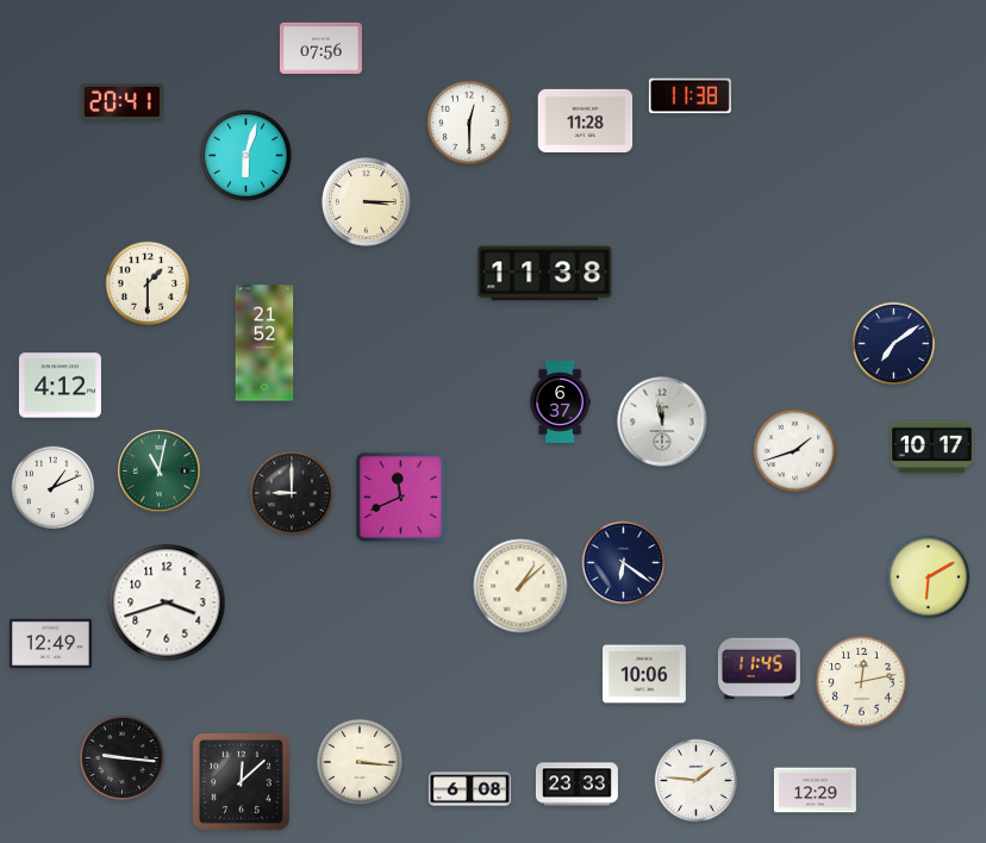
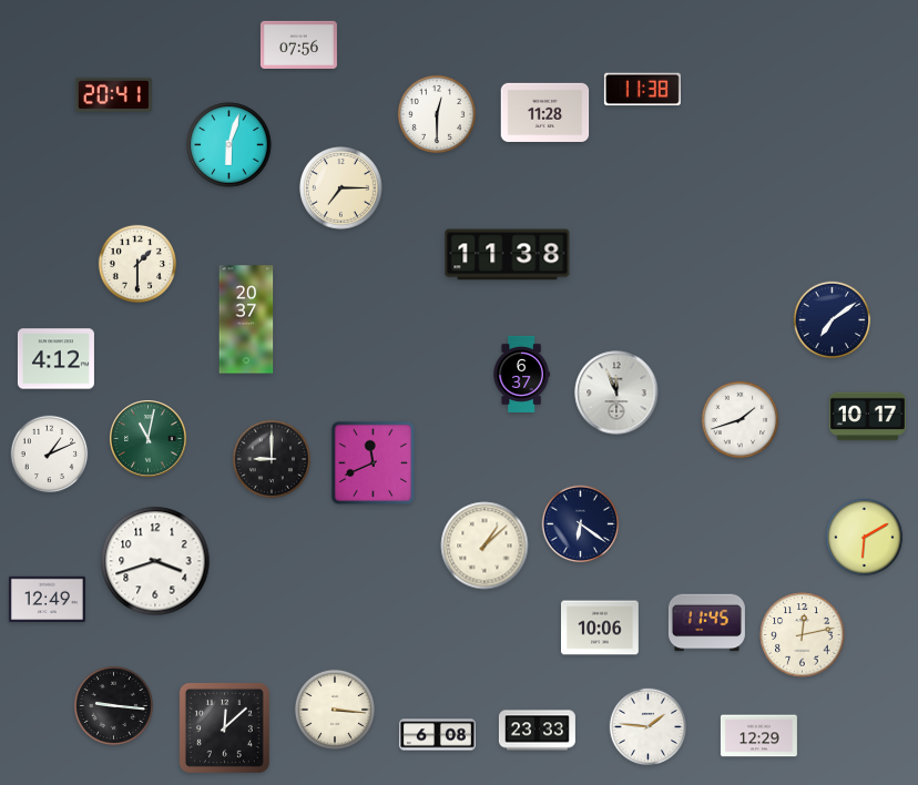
clock at (367, 202): 3:15 -> 7:15
clock at (264, 343): 21:52 -> 20:37
clock at (662, 421): 11:58 -> 11:56
